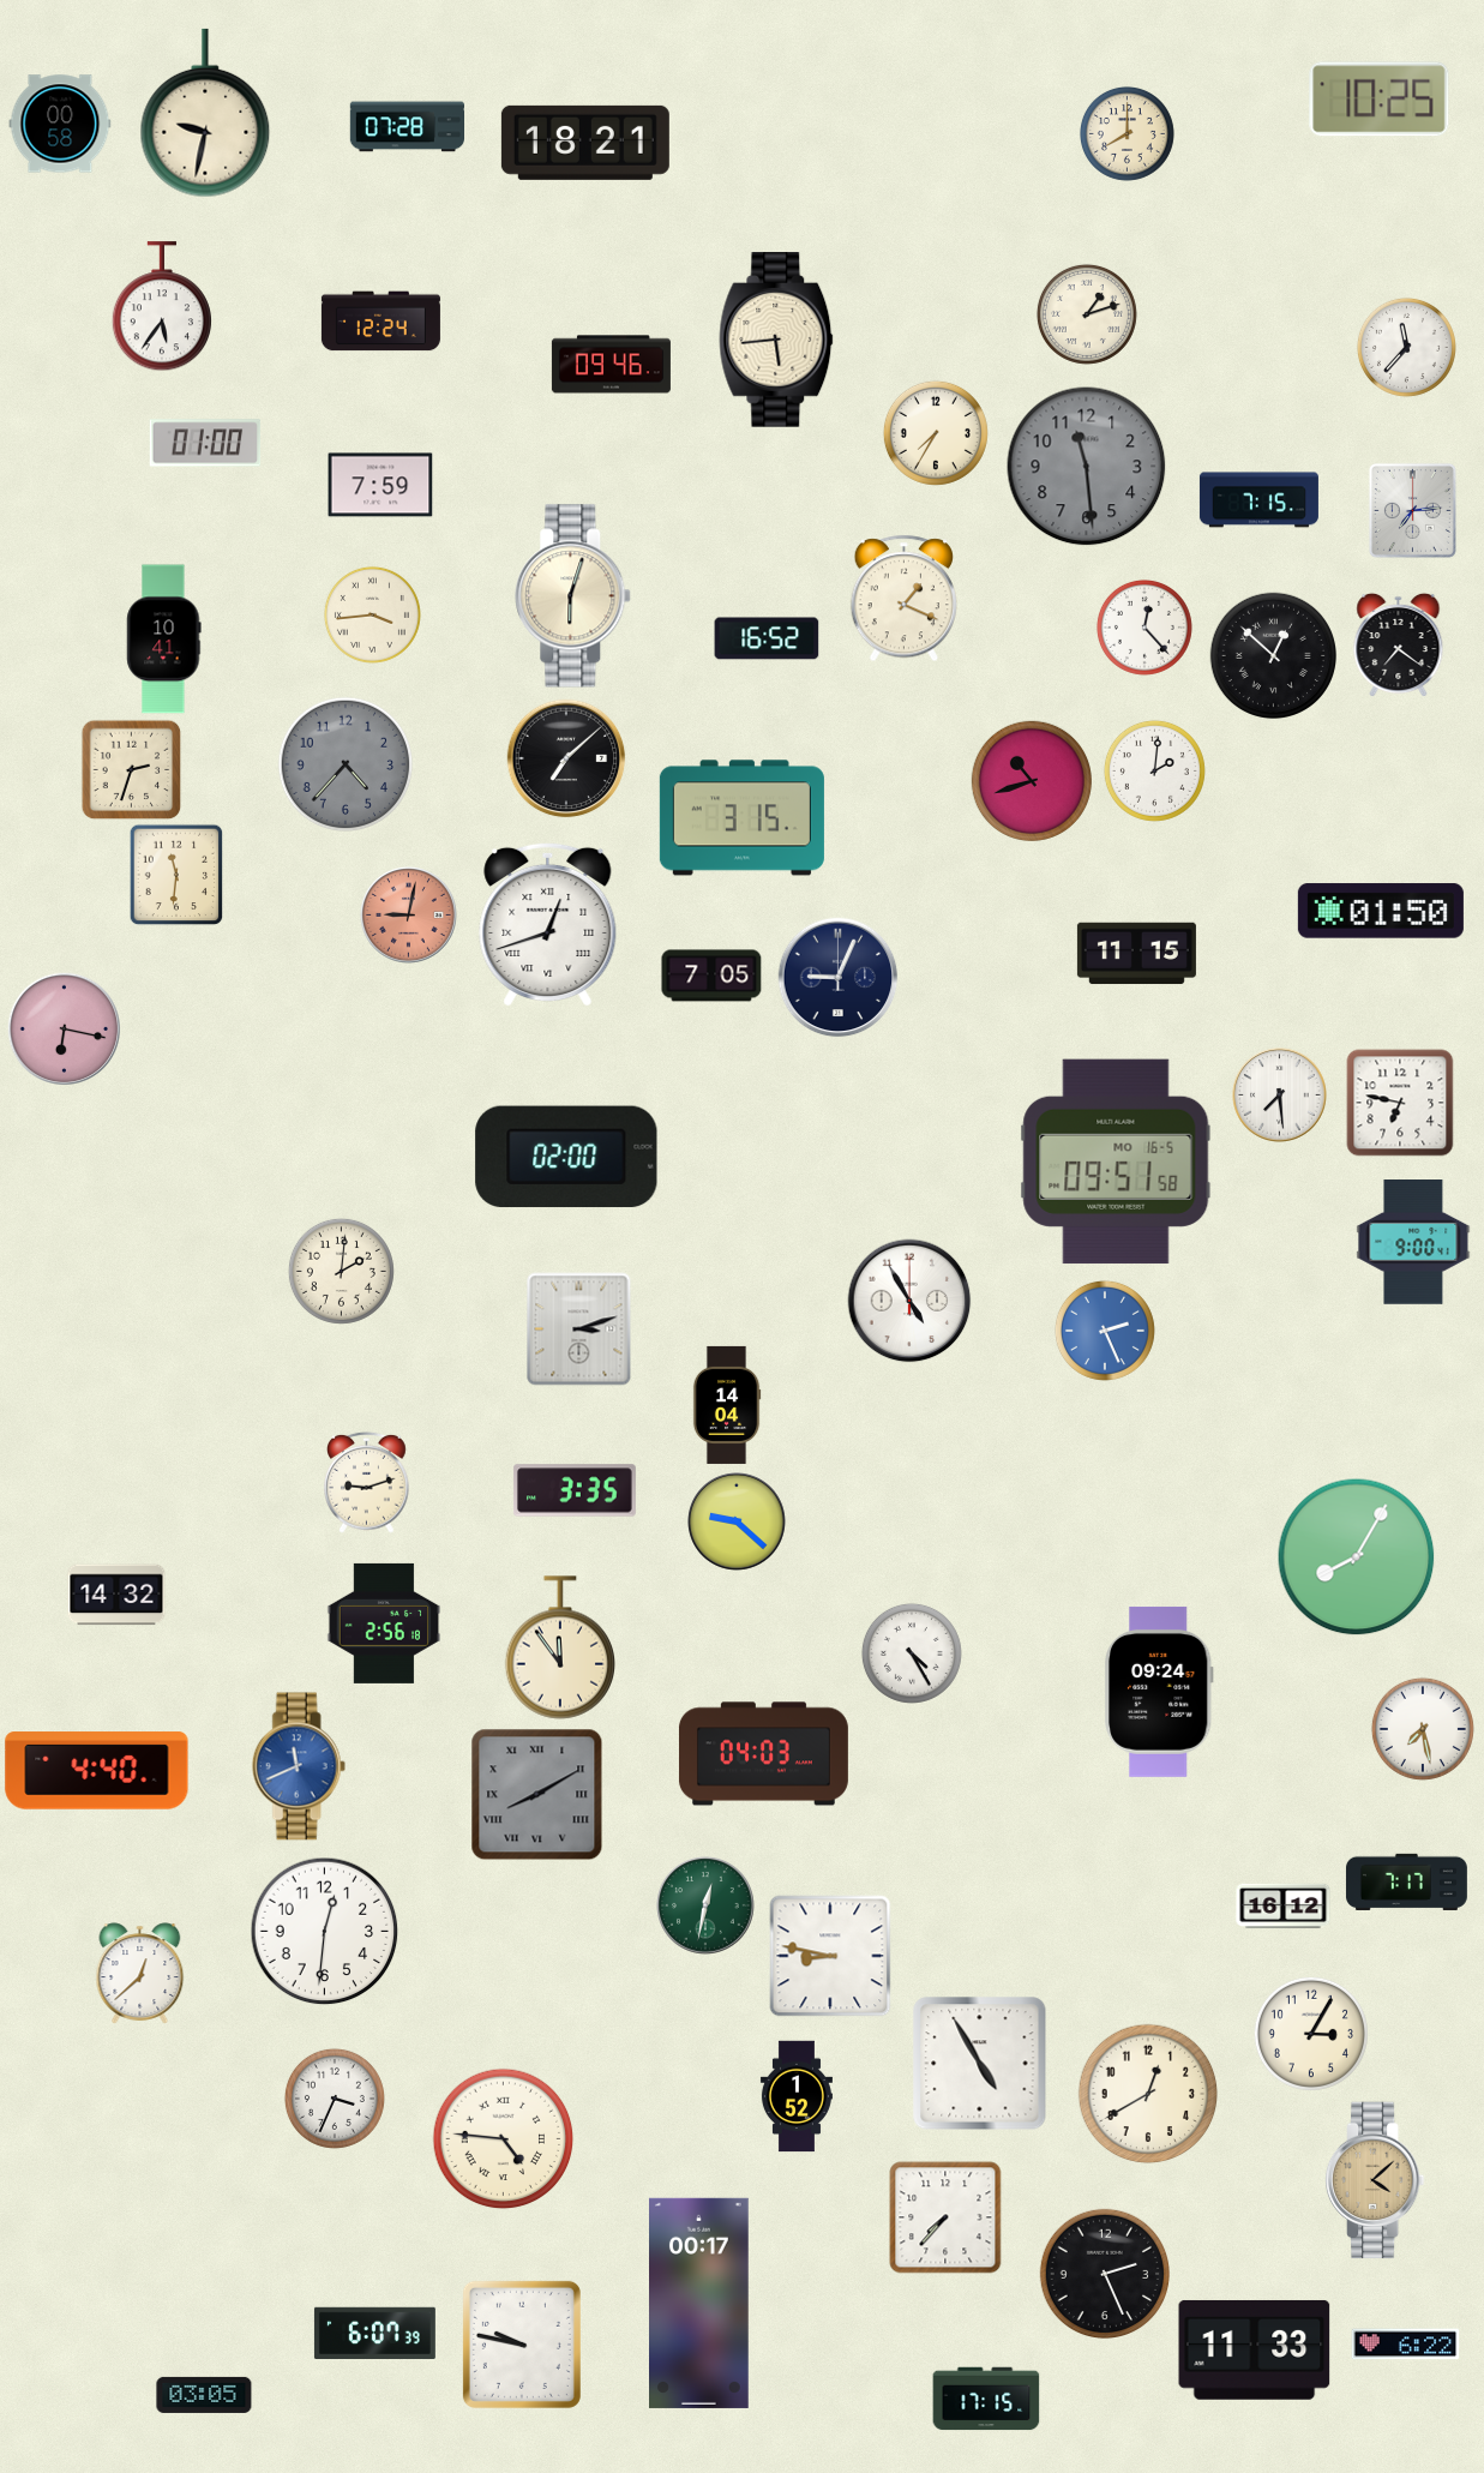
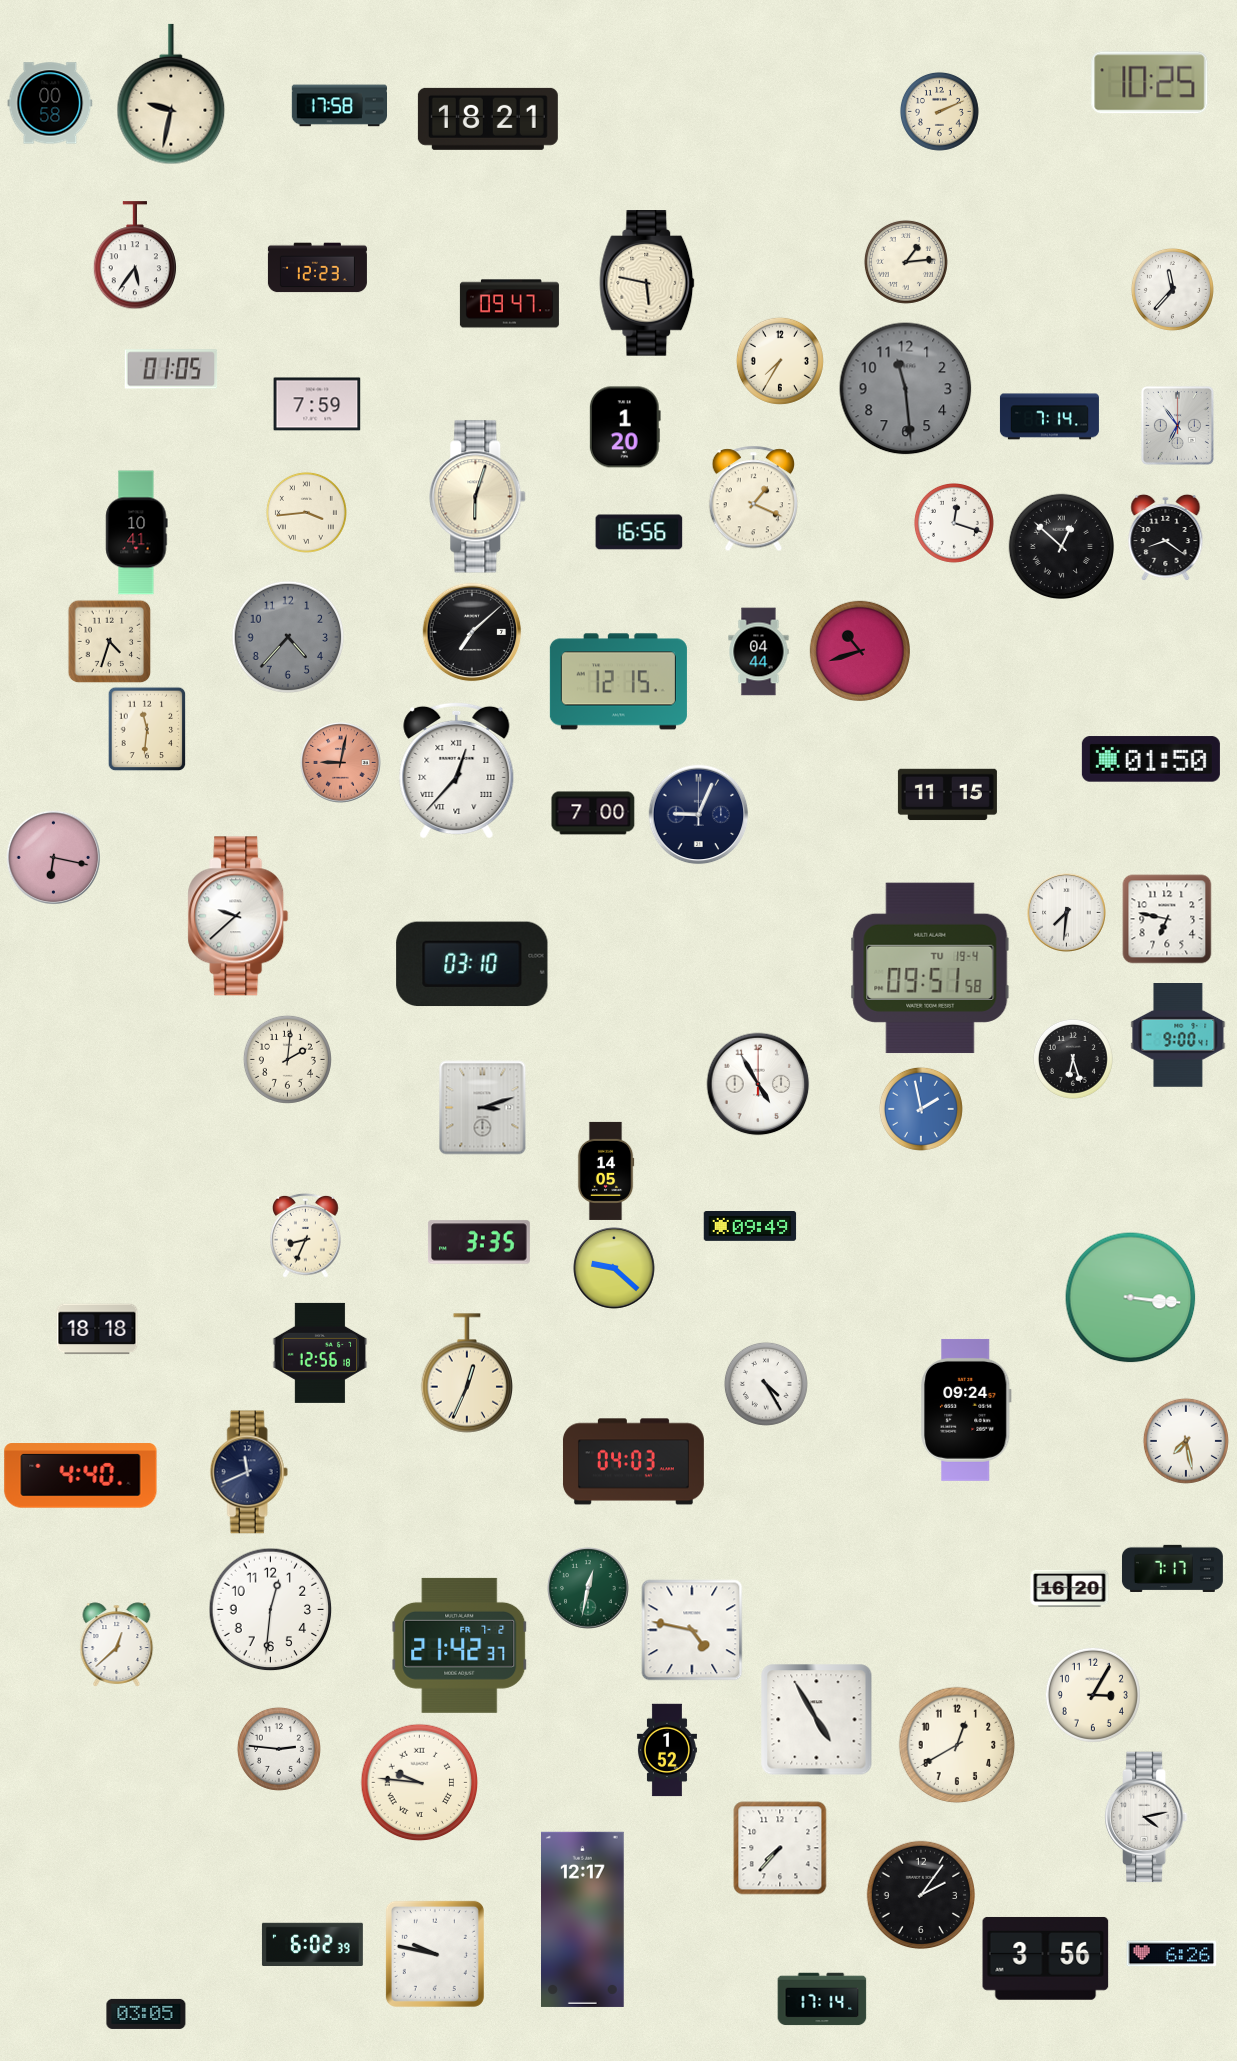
clock at (407, 127): 07:28 -> 17:58
clock at (1126, 133): 8:00 -> 2:11
clock at (1087, 314): 1:12 -> 1:14
clock at (380, 322): 12:24 -> 12:23
clock at (776, 340): 5:44 -> 5:47
clock at (611, 365): 09:46 -> 09:47
clock at (205, 443): 01:00 -> 01:05
clock at (1258, 500): 7:15 -> 7:14
clock at (1412, 510): 7:14 -> 6:54
clock at (625, 427): none -> 1:20
clock at (372, 614) position: (372, 614) -> (306, 512)
clock at (1144, 628): 12:23 -> 12:18
clock at (767, 638): 16:52 -> 16:56
clock at (1399, 644): 7:21 -> 8:21
clock at (131, 769): 2:33 -> 4:33
clock at (1154, 770): 2:01 -> none
clock at (759, 652): none -> 04:44
clock at (741, 818): 3:15 -> 12:15
clock at (548, 924): 12:42 -> 12:37
clock at (711, 976): 7:05 -> 7:00
clock at (1280, 1096): 7:29 -> 7:31
clock at (238, 916): none -> 9:38
clock at (566, 1157): 02:00 -> 03:10
clock at (1116, 1162) date: MO 16-5 -> TU 19-4
clock at (341, 1271) position: (341, 1271) -> (287, 1059)
clock at (1073, 1059): none -> 6:27
clock at (1105, 1331): 2:26 -> 1:58
clock at (727, 1405): 14:04 -> 14:05
clock at (750, 1227): none -> 09:49
clock at (367, 1482): 9:12 -> 8:34
clock at (1357, 1557): 8:05 -> 3:16
clock at (116, 1595): 14:32 -> 18:18
clock at (384, 1623): 2:56 -> 12:56
clock at (560, 1647): 11:54 -> 12:34
clock at (912, 1653) position: (912, 1653) -> (766, 1384)
clock at (763, 1754) position: (763, 1754) -> (633, 1462)
clock at (299, 1766) dial: blue -> navy
clock at (537, 1795): 8:10 -> none
clock at (1284, 1907): 16:12 -> 16:20
clock at (830, 1956): 8:47 -> 4:47
clock at (460, 1645): none -> 21:42
clock at (797, 2096) position: (797, 2096) -> (667, 1750)
clock at (335, 2099): 3:34 -> 2:46
clock at (504, 2139): 4:46 -> 9:46
clock at (1375, 2180): 4:08 -> 4:13
clock at (1375, 2180) dial: champagne -> white
clock at (945, 2217) position: (945, 2217) -> (780, 1848)
clock at (1104, 2273): 2:26 -> 2:06
clock at (699, 2303): 00:17 -> 12:17
clock at (374, 2333): 6:07 -> 6:02
clock at (1406, 2345): 6:22 -> 6:26
clock at (1255, 2349): 11:33 -> 3:56
clock at (204, 2395) position: (204, 2395) -> (146, 2014)
clock at (986, 2399): 17:15 -> 17:14
